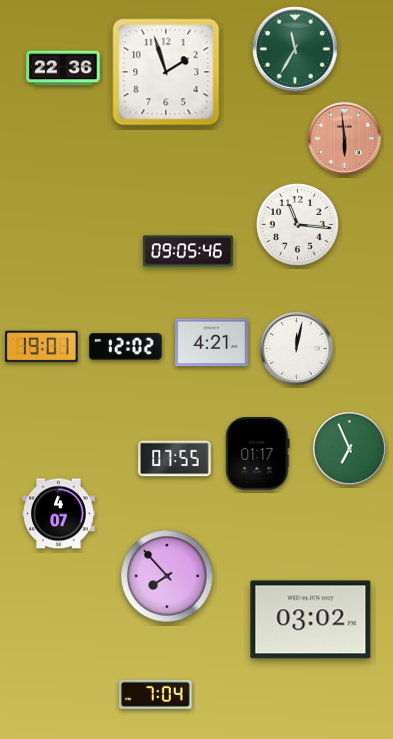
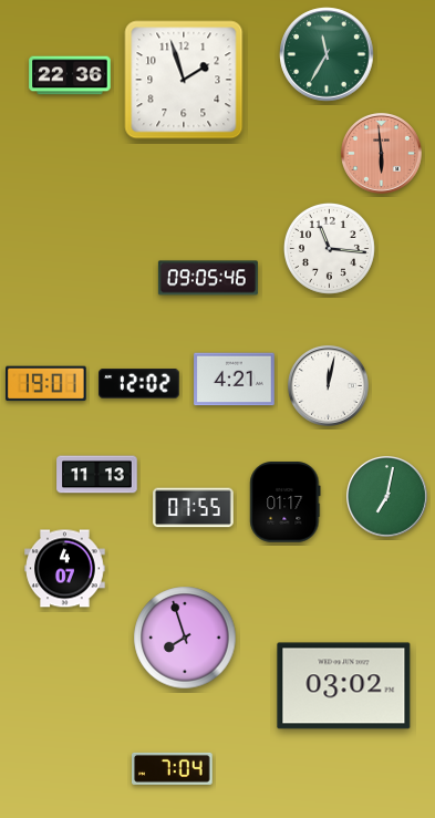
clock at (97, 475): none -> 11:13
clock at (349, 448): 6:56 -> 7:02
clock at (167, 576): 7:53 -> 7:57
